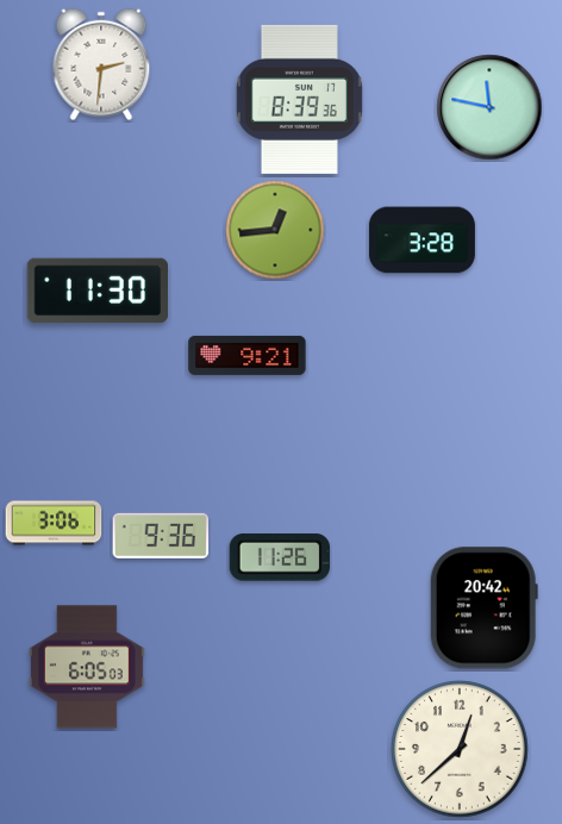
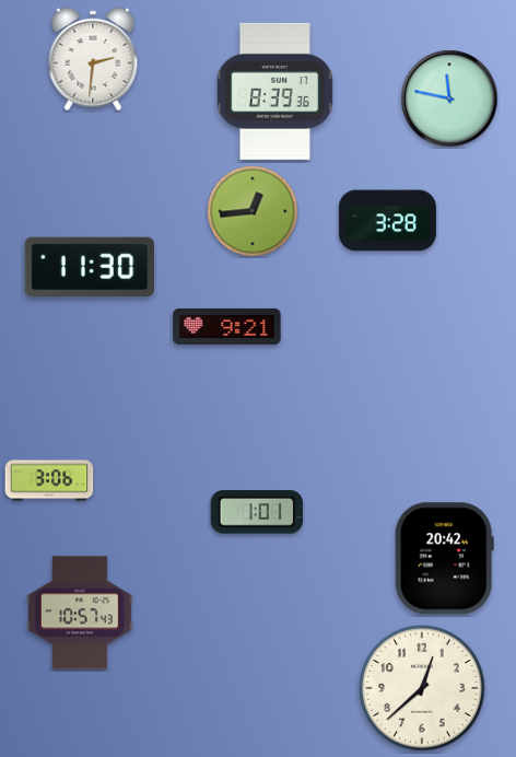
clock at (161, 536): 9:36 -> none
clock at (280, 557): 11:26 -> 1:01
clock at (87, 667): 6:05 -> 10:57
